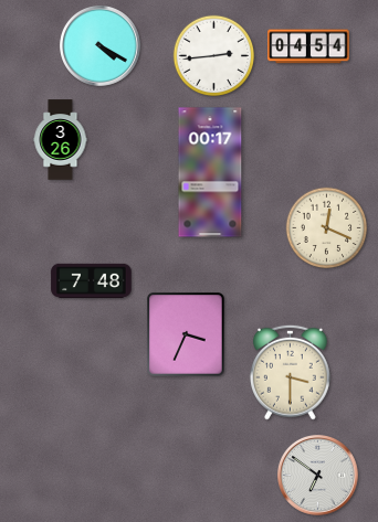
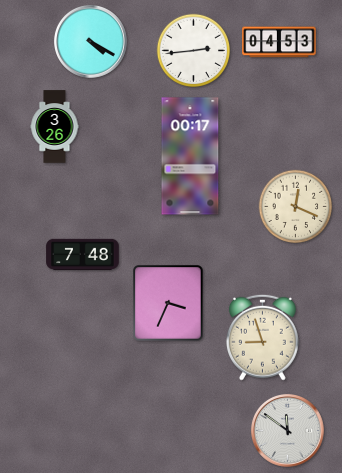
clock at (308, 46): 04:54 -> 04:53
clock at (290, 372): 3:30 -> 8:57
clock at (318, 476): 6:51 -> 11:51
